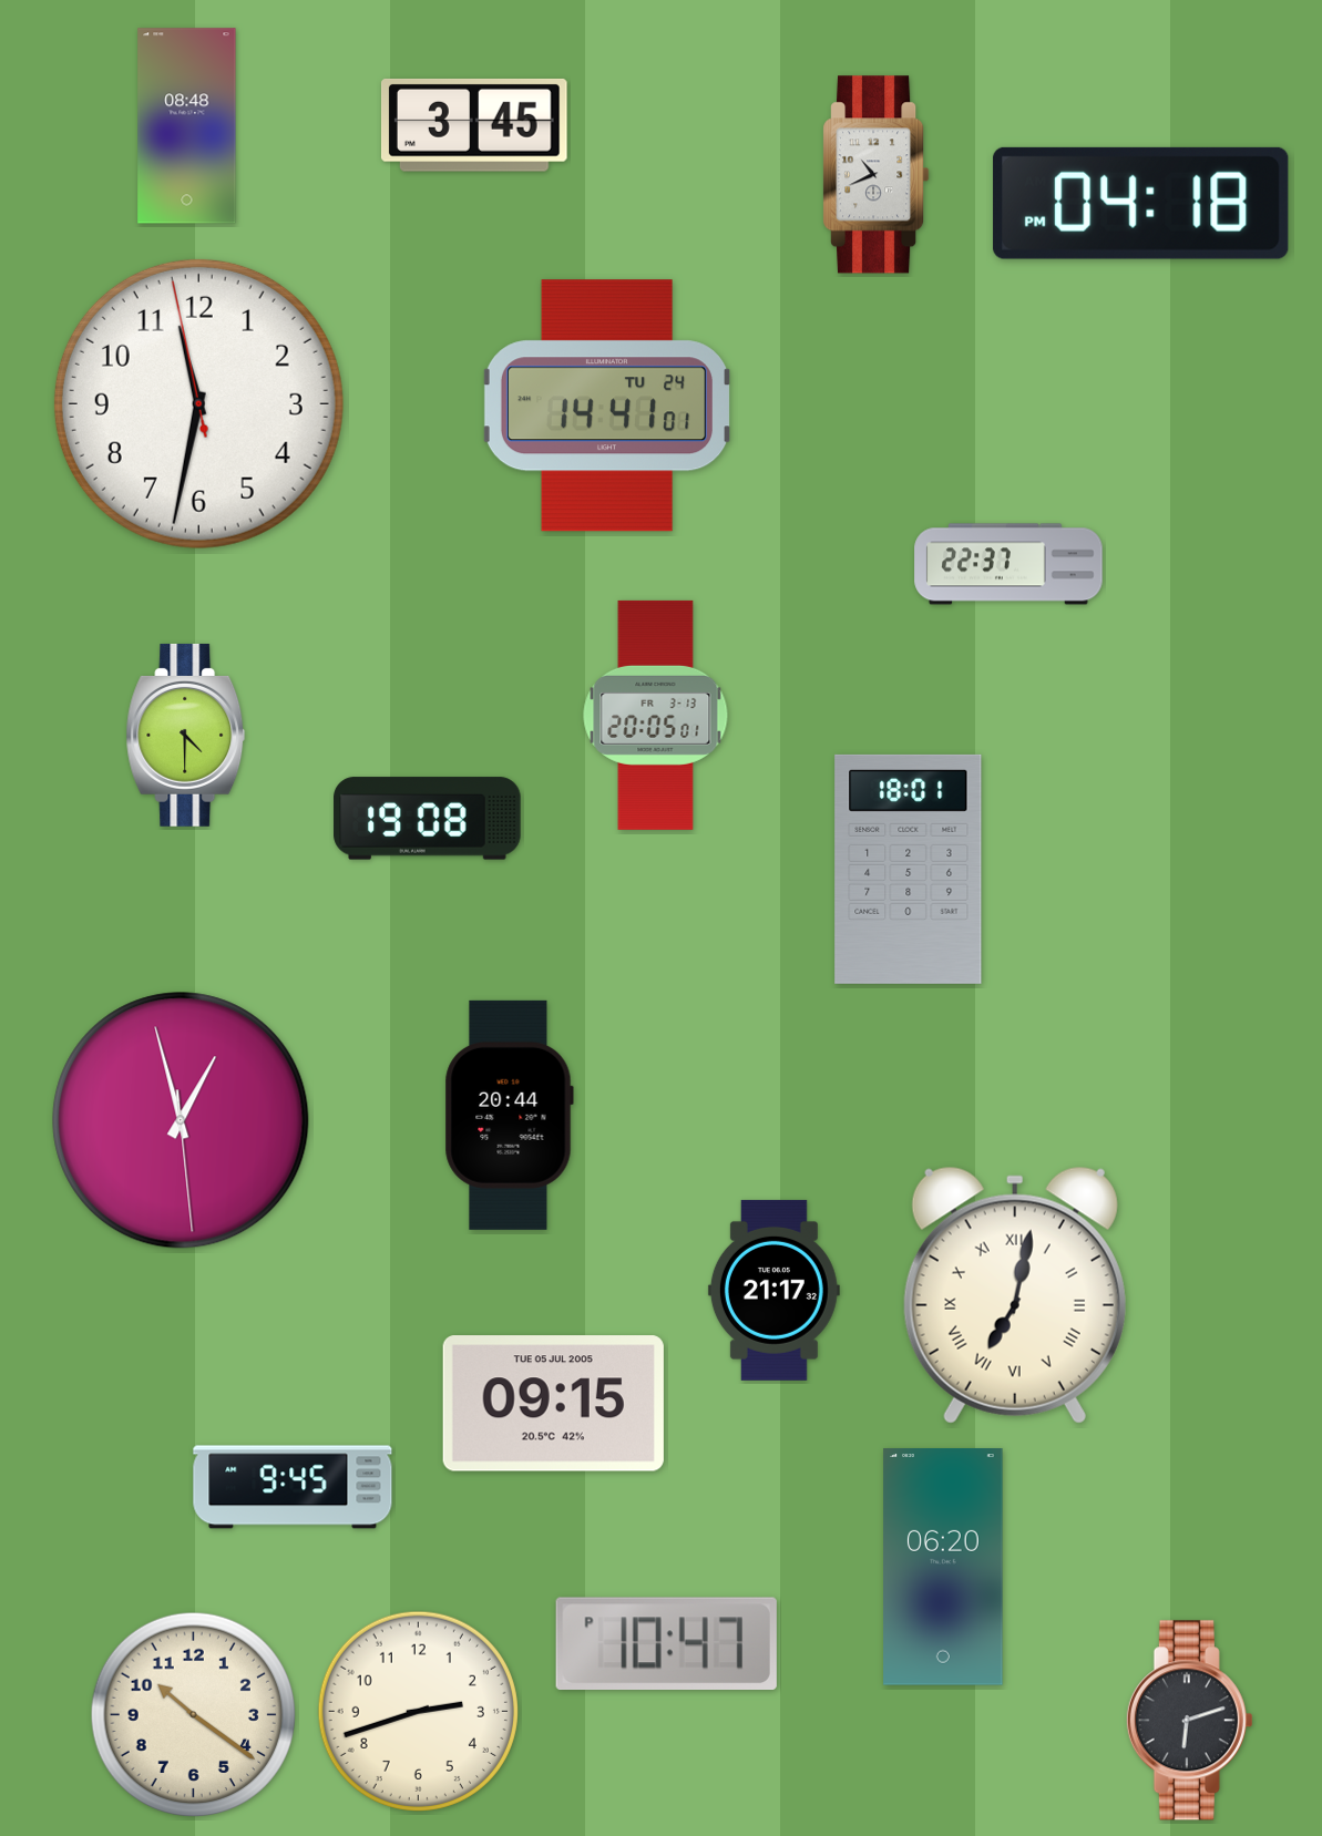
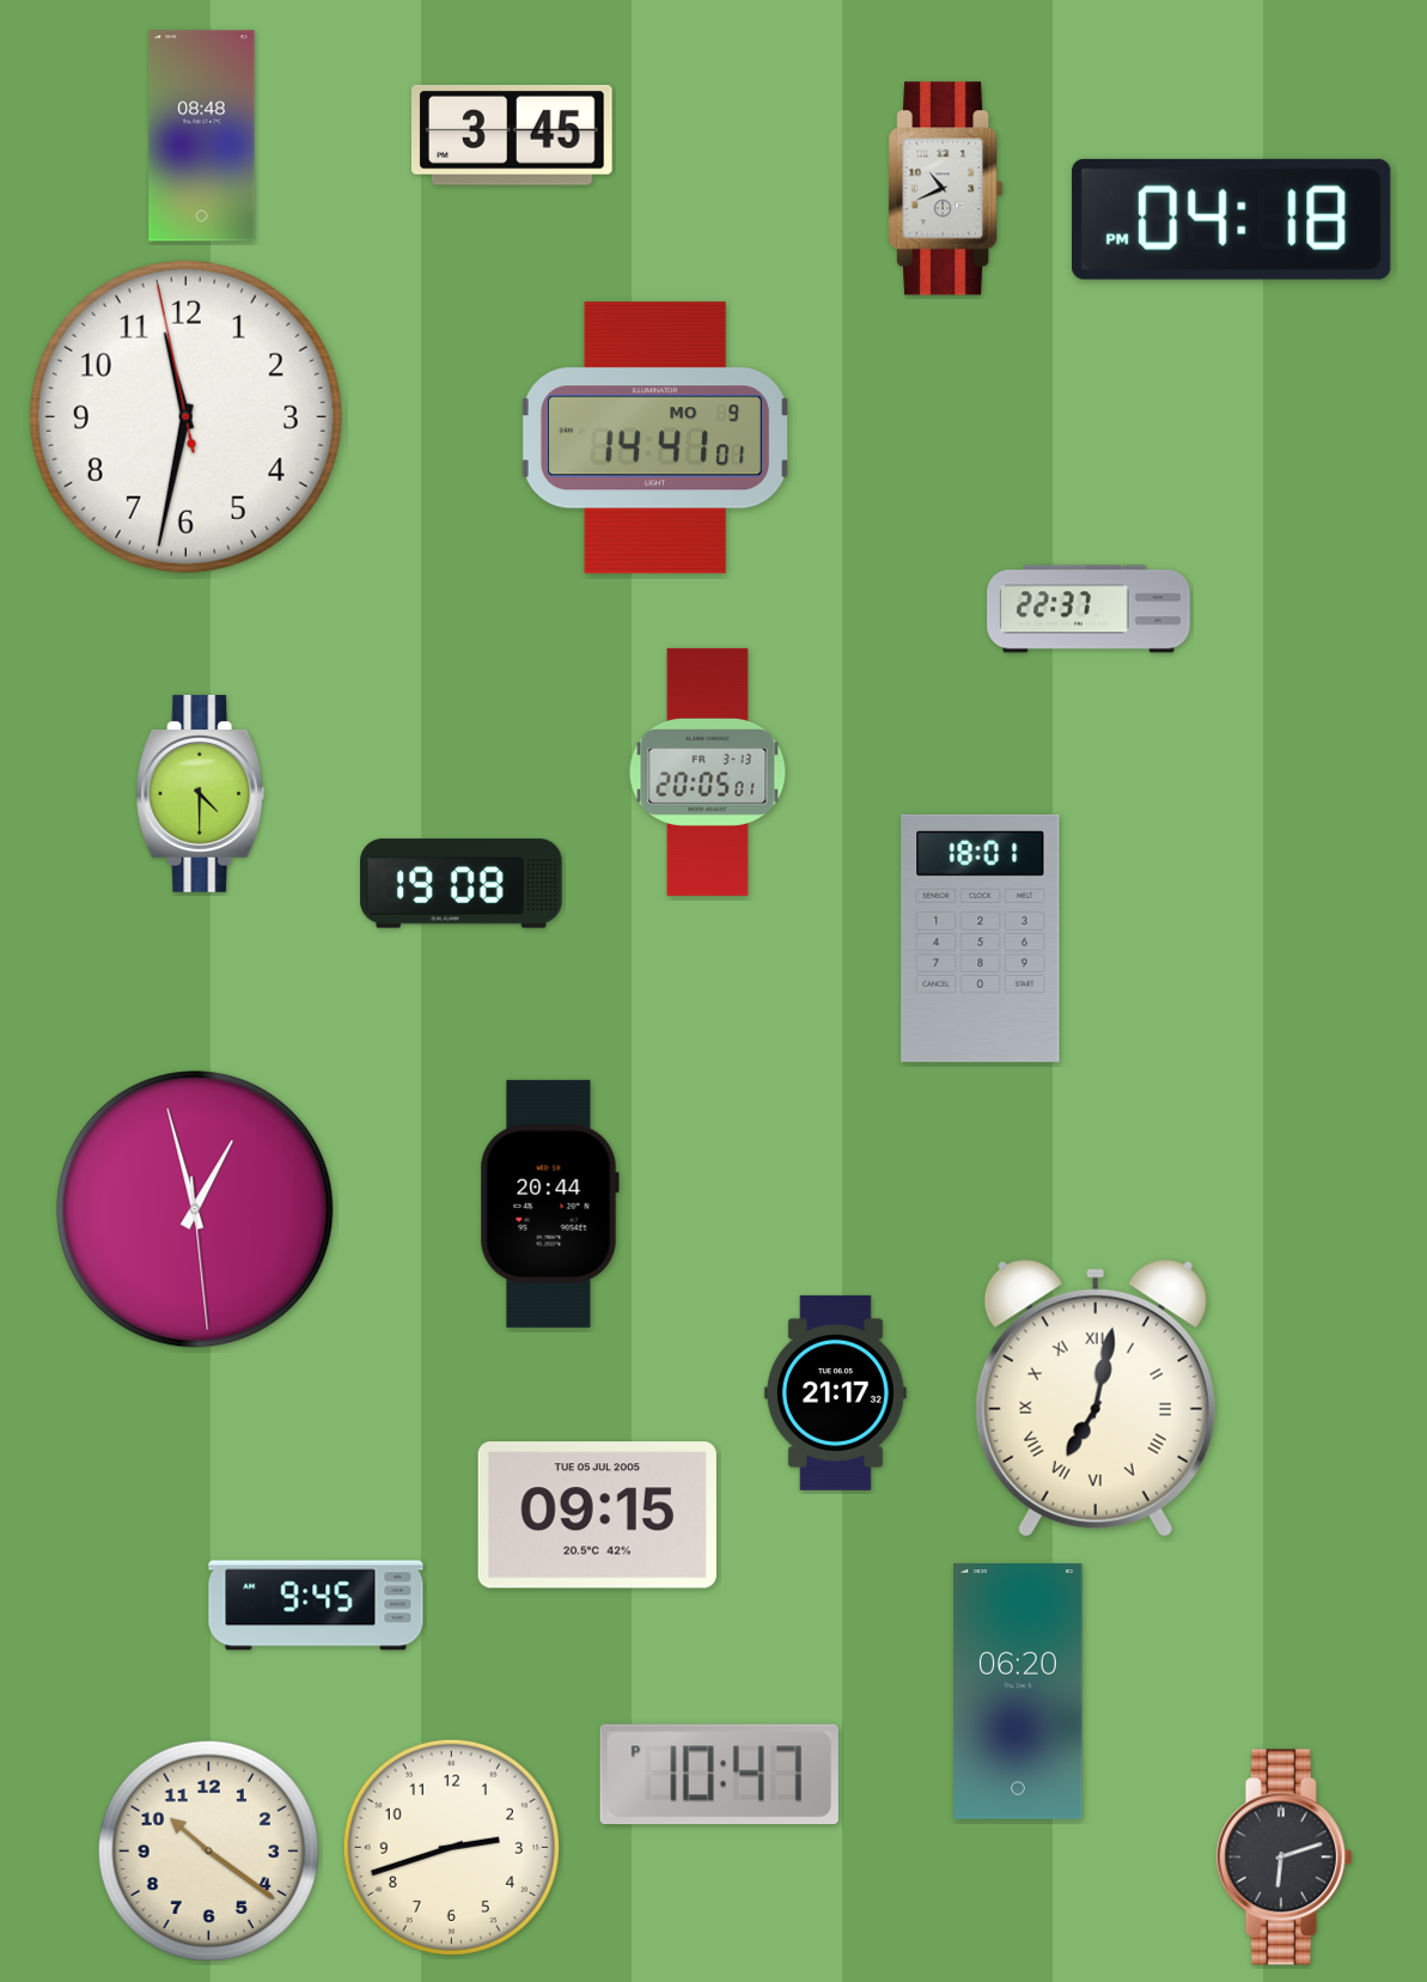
clock at (198, 403) position: (198, 403) -> (185, 416)
clock at (607, 406) date: TU 24 -> MO 9
